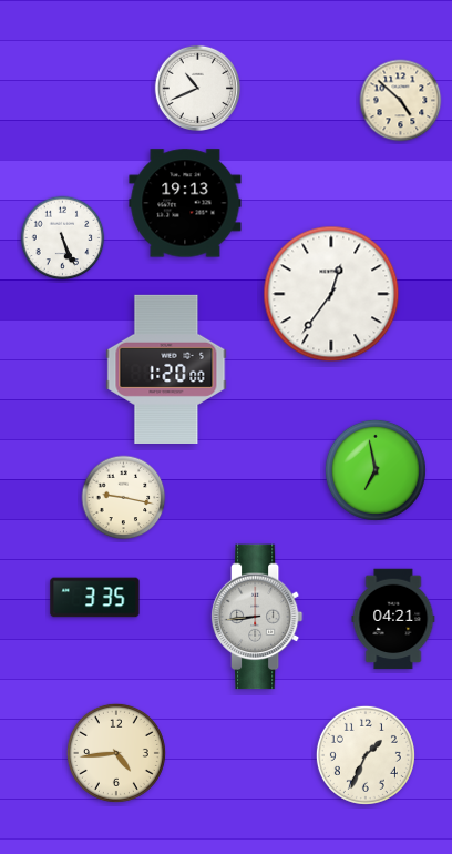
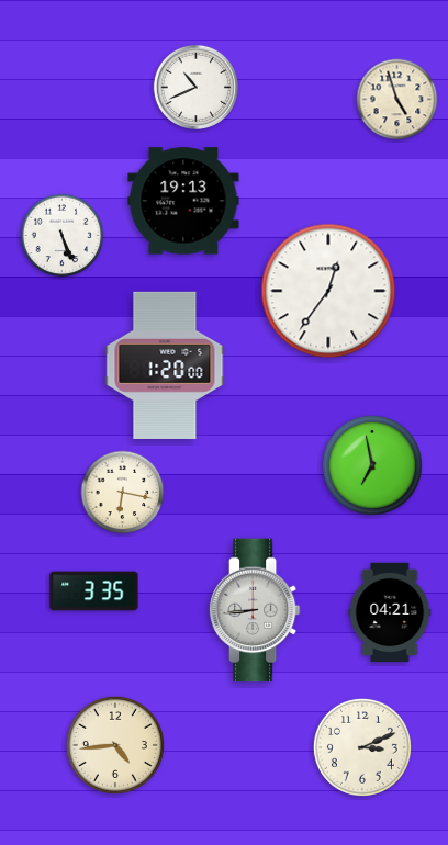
clock at (401, 101): 4:52 -> 4:57
clock at (124, 498): 9:17 -> 6:17
clock at (366, 755): 1:34 -> 3:11
